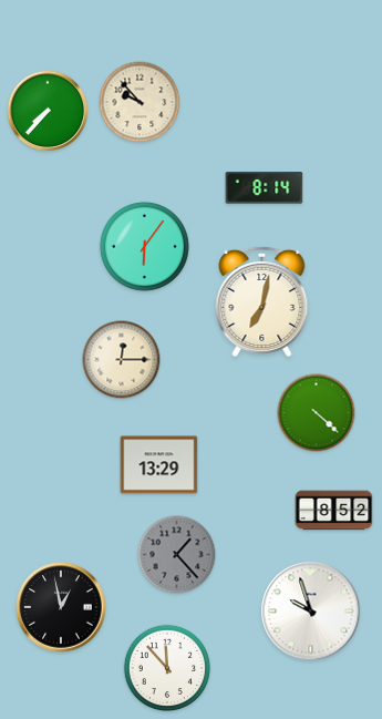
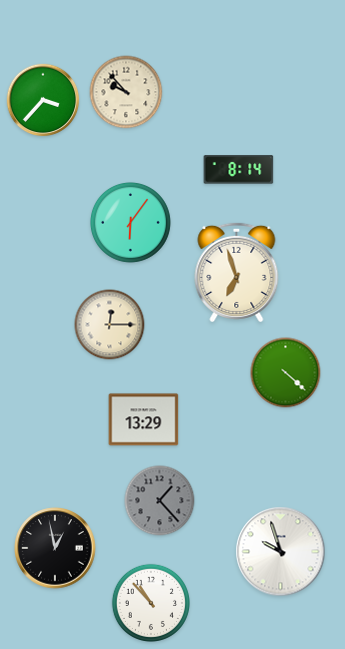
clock at (48, 111): 7:37 -> 3:37
clock at (262, 301): 7:02 -> 6:57
clock at (334, 511): 8:52 -> none
clock at (166, 667): 11:53 -> 10:53
